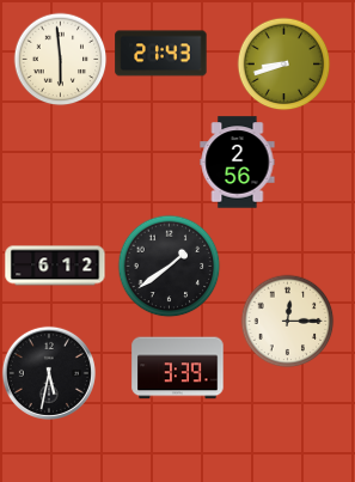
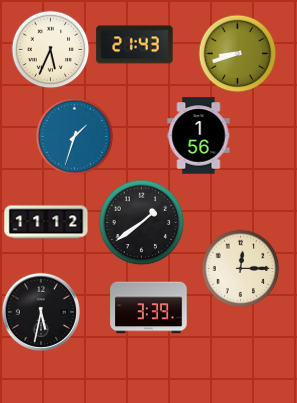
clock at (60, 59): 5:59 -> 5:34
clock at (74, 136): none -> 1:33
clock at (238, 163): 2:56 -> 1:56
clock at (55, 266): 6:12 -> 11:12
